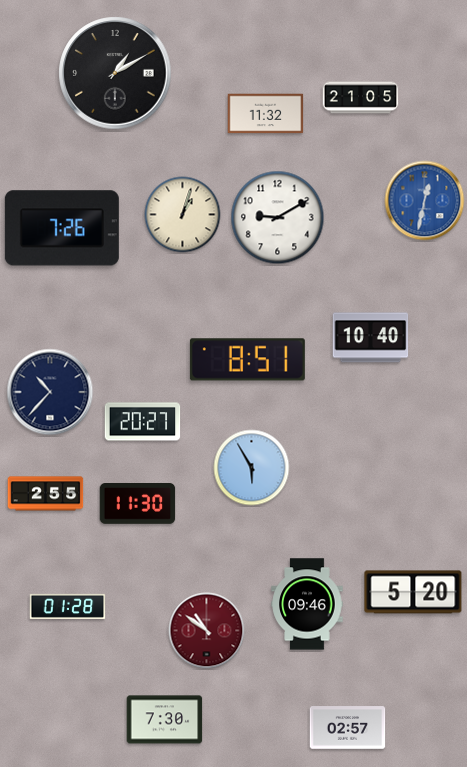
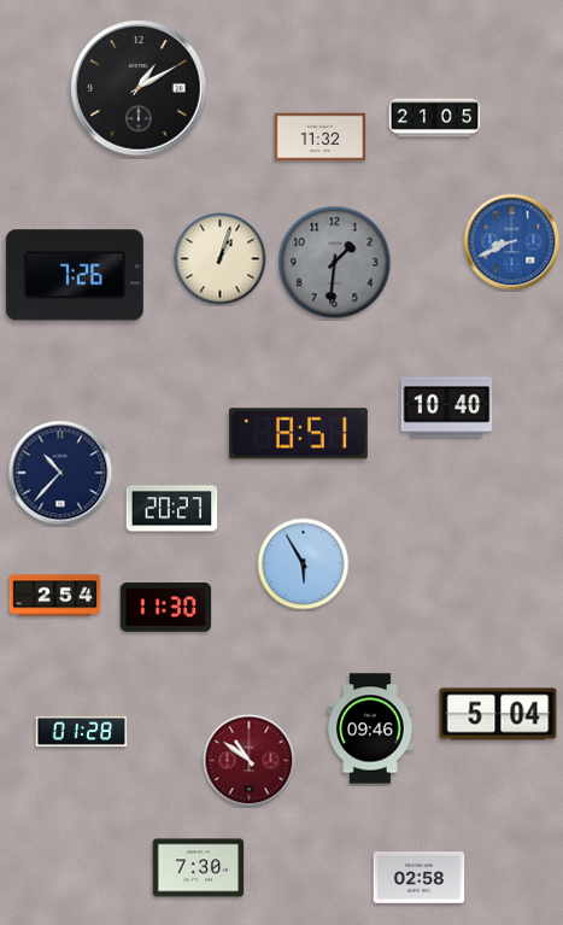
clock at (425, 201): 12:32 -> 8:41
clock at (278, 218): 9:10 -> 1:31
clock at (278, 218) dial: white -> grey
clock at (46, 494): 2:55 -> 2:54
clock at (413, 592): 5:20 -> 5:04
clock at (348, 728): 02:57 -> 02:58
